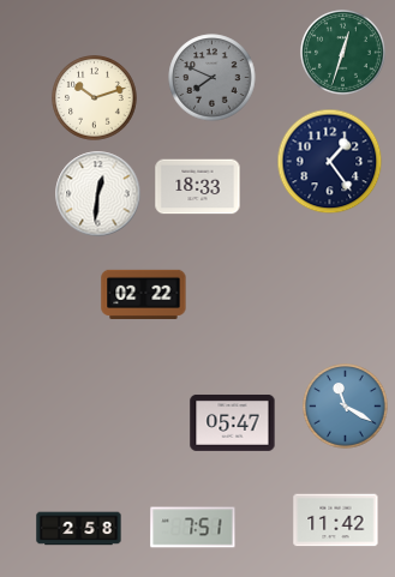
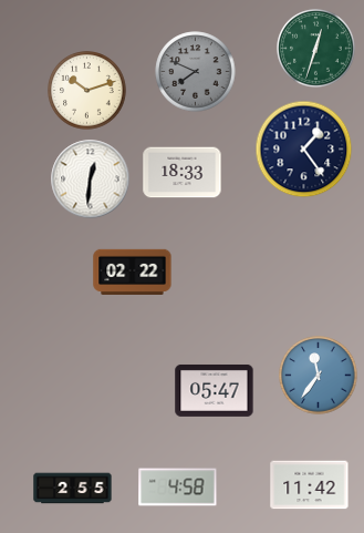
clock at (346, 407): 11:20 -> 11:36
clock at (336, 521) position: (336, 521) -> (310, 485)
clock at (193, 528): 7:51 -> 4:58
clock at (79, 529): 2:58 -> 2:55
